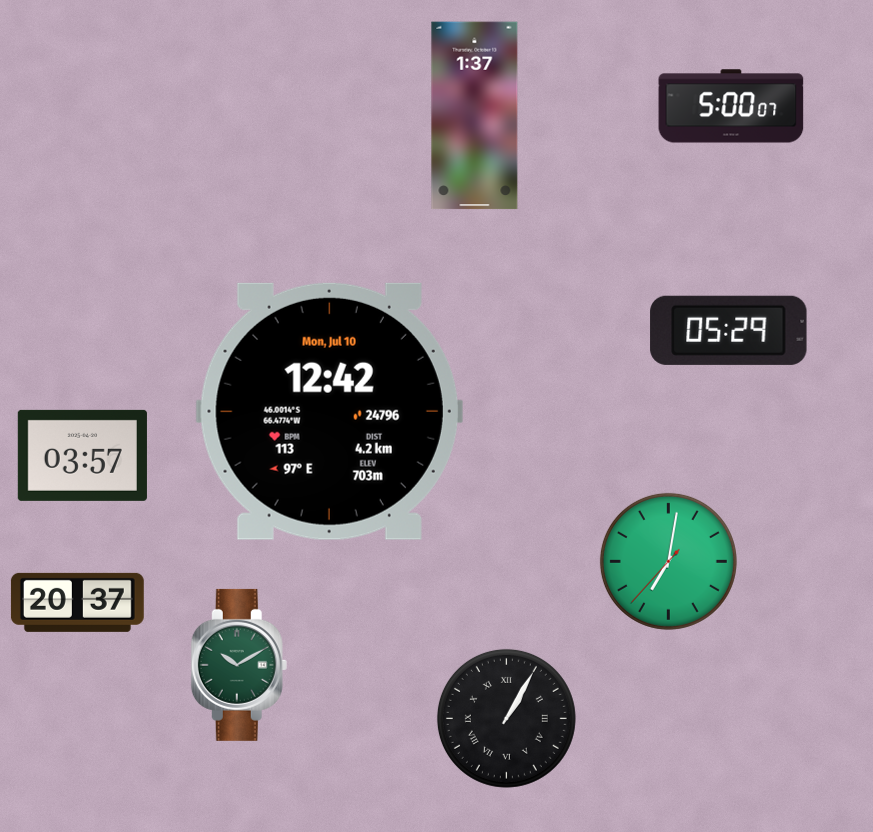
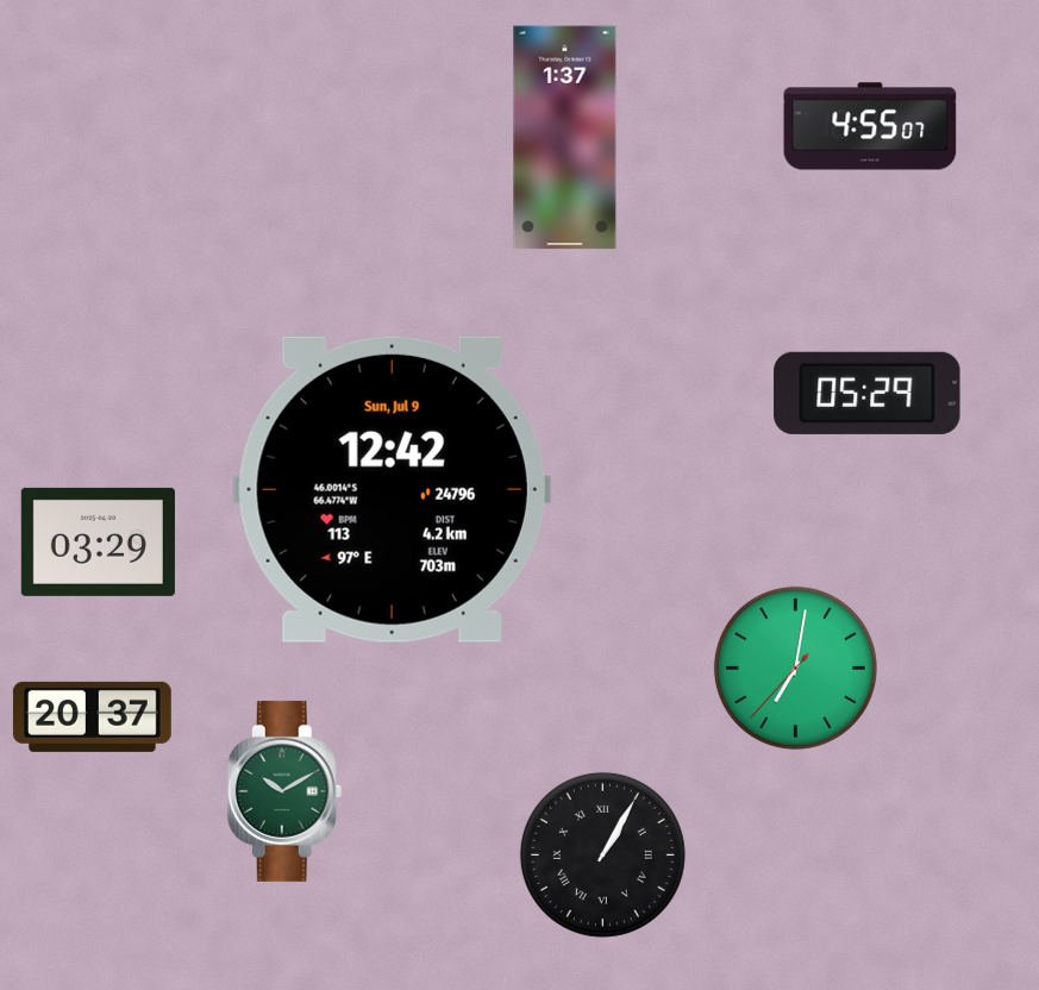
clock at (731, 106): 5:00 -> 4:55
clock at (329, 411) date: Mon, Jul 10 -> Sun, Jul 9
clock at (82, 455): 03:57 -> 03:29
